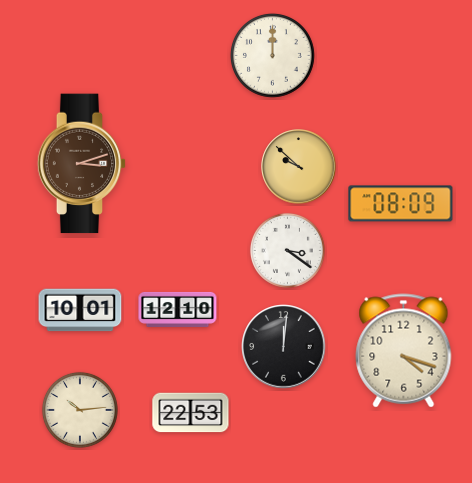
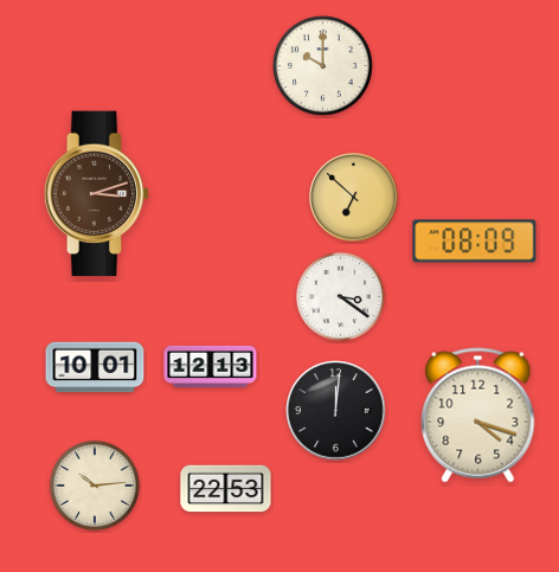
clock at (272, 55): 12:00 -> 10:00
clock at (299, 167): 9:52 -> 6:52
clock at (178, 309): 12:10 -> 12:13
